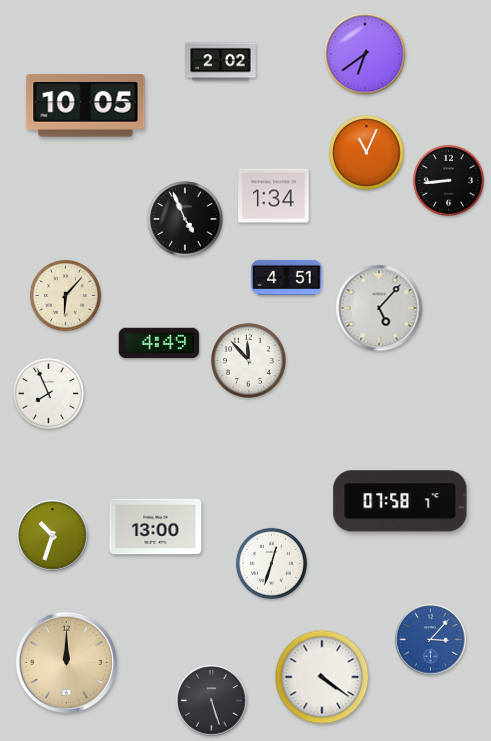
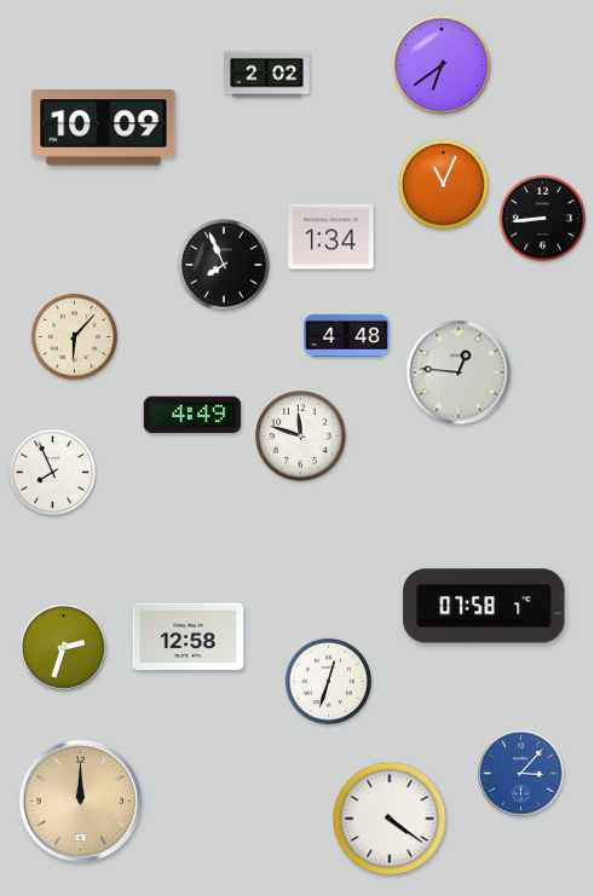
clock at (86, 106): 10:05 -> 10:09
clock at (185, 219): 4:56 -> 7:56
clock at (287, 277): 4:51 -> 4:48
clock at (65, 295) position: (65, 295) -> (74, 336)
clock at (379, 308): 5:07 -> 12:46
clock at (249, 361): 11:53 -> 11:48
clock at (48, 393) position: (48, 393) -> (52, 472)
clock at (156, 527): 13:00 -> 12:58
clock at (53, 536): 10:33 -> 2:33
clock at (212, 701): 5:27 -> none
